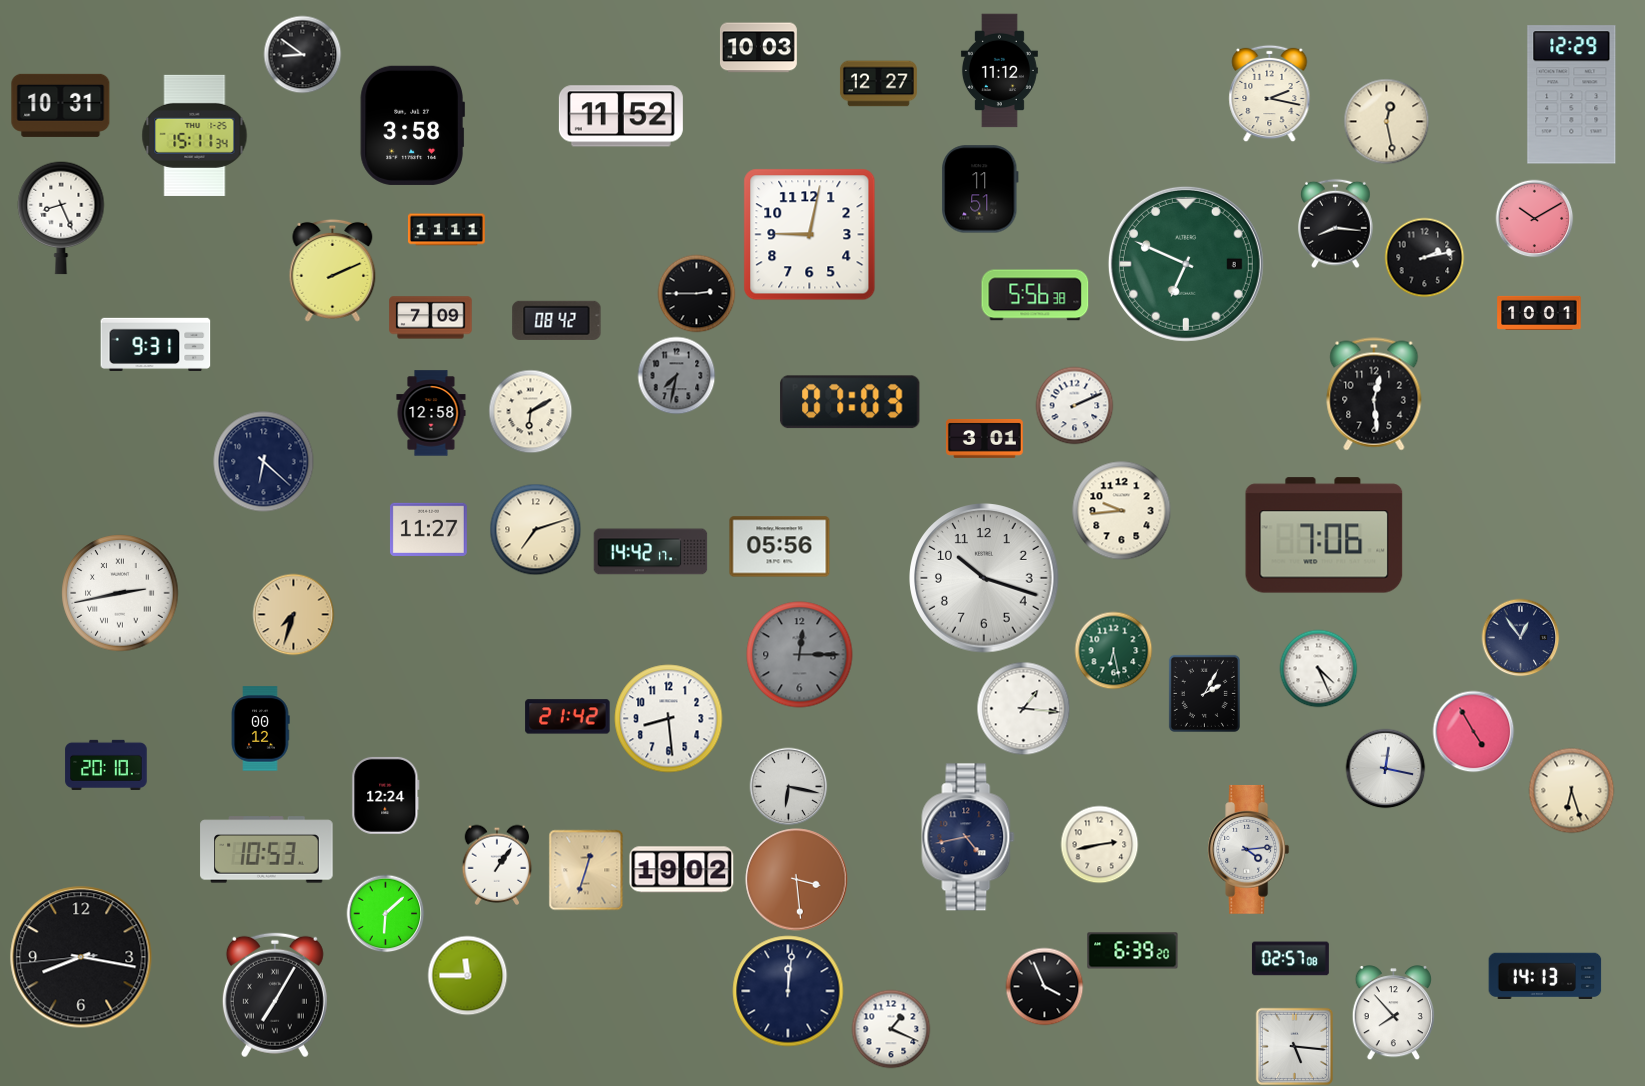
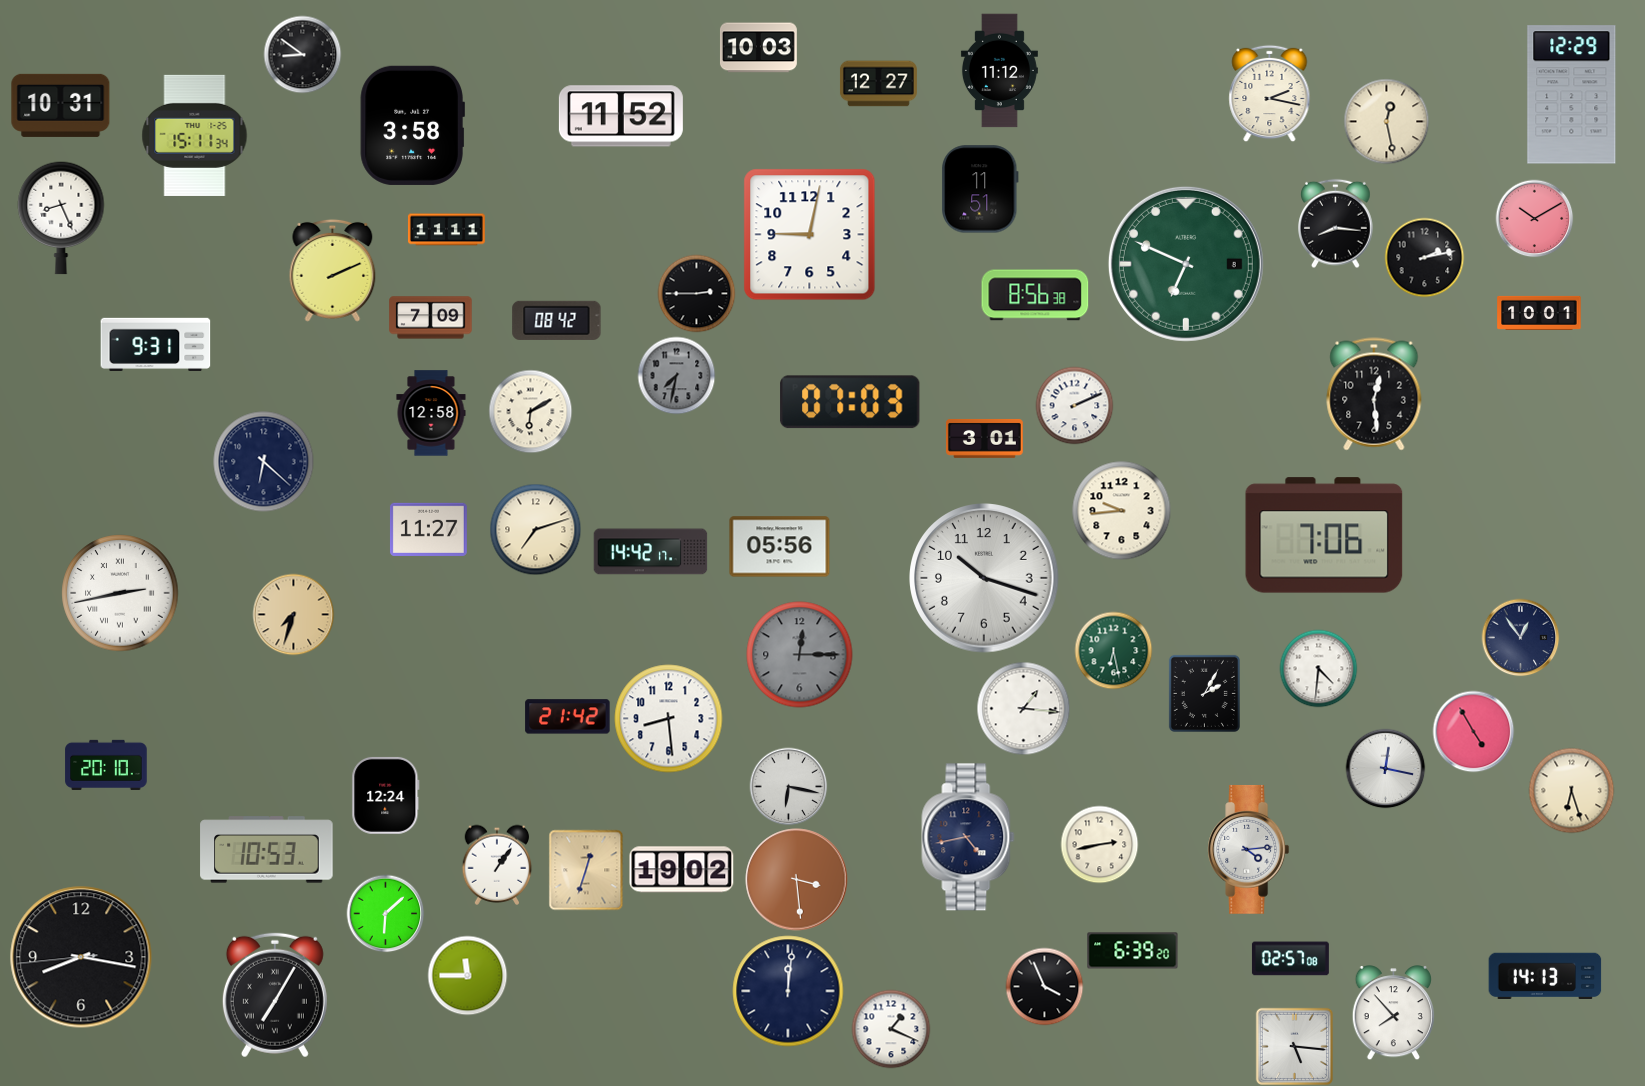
clock at (1035, 295): 5:56 -> 8:56
clock at (1318, 668): 4:26 -> 4:31
clock at (260, 729): 00:12 -> none
